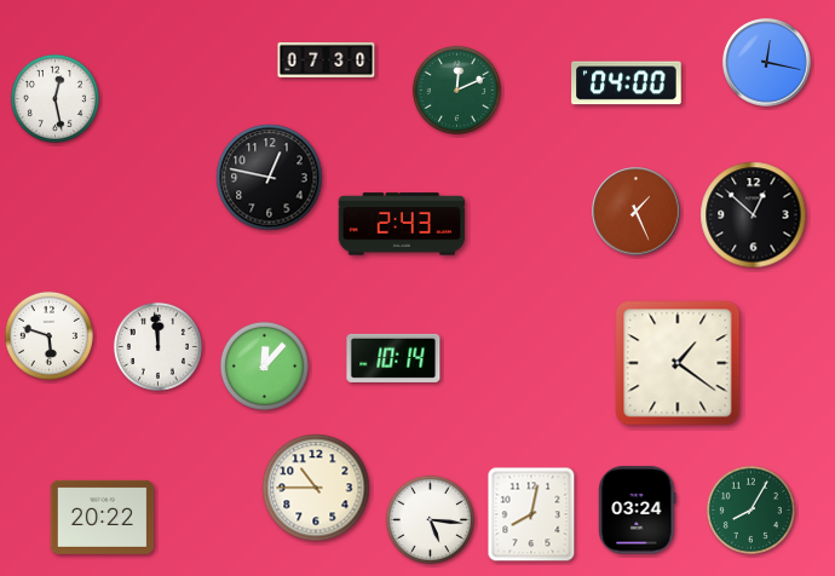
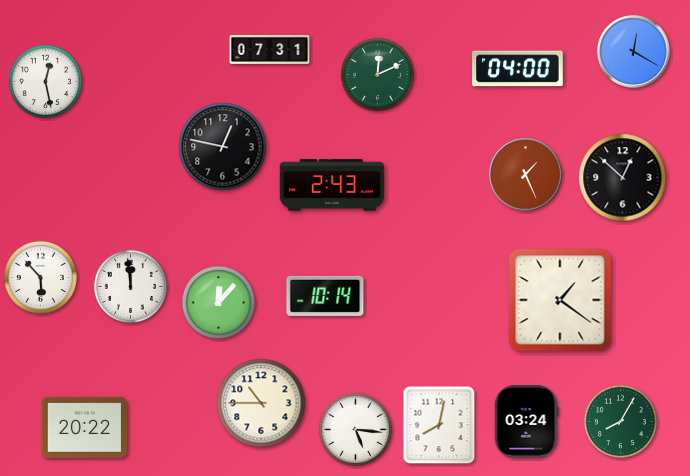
clock at (327, 59): 07:30 -> 07:31
clock at (767, 63): 12:17 -> 12:20
clock at (48, 335): 5:48 -> 5:53
